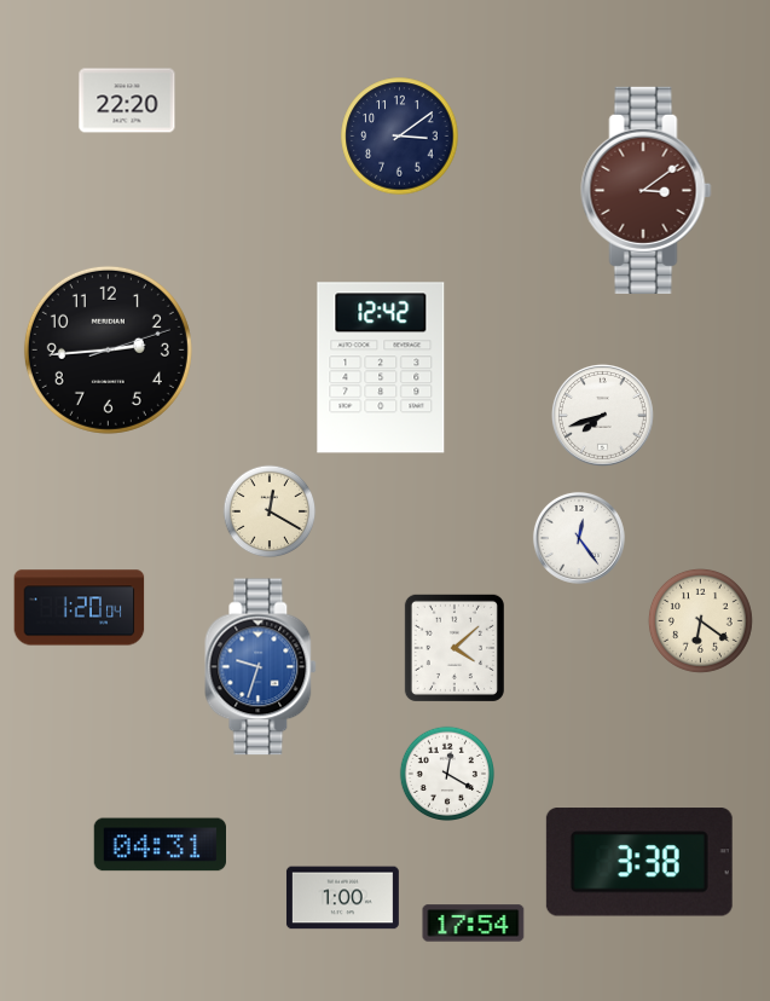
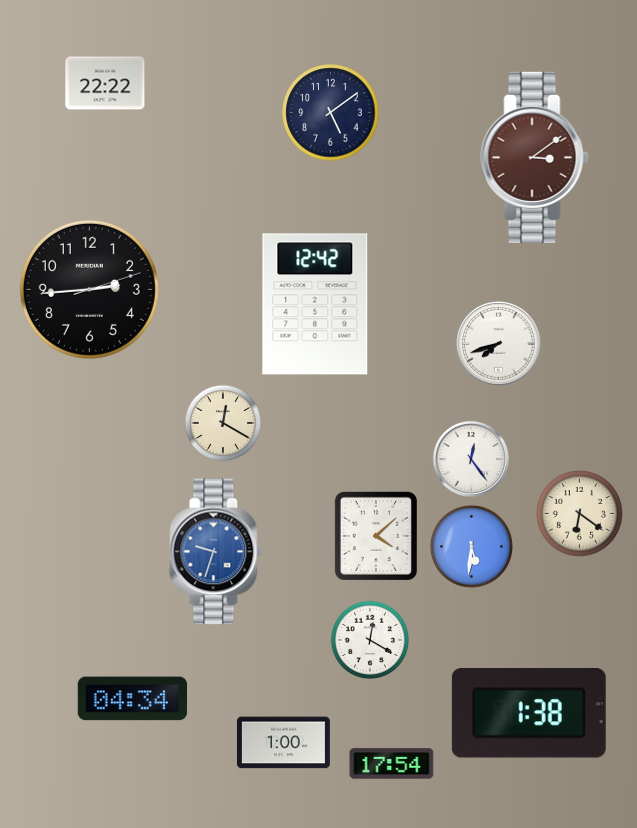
clock at (127, 100): 22:20 -> 22:22
clock at (400, 137): 3:09 -> 5:09
clock at (579, 538) position: (579, 538) -> (471, 459)
clock at (80, 608): 1:20 -> none
clock at (471, 546): none -> 5:31
clock at (160, 845): 04:31 -> 04:34
clock at (639, 862): 3:38 -> 1:38
